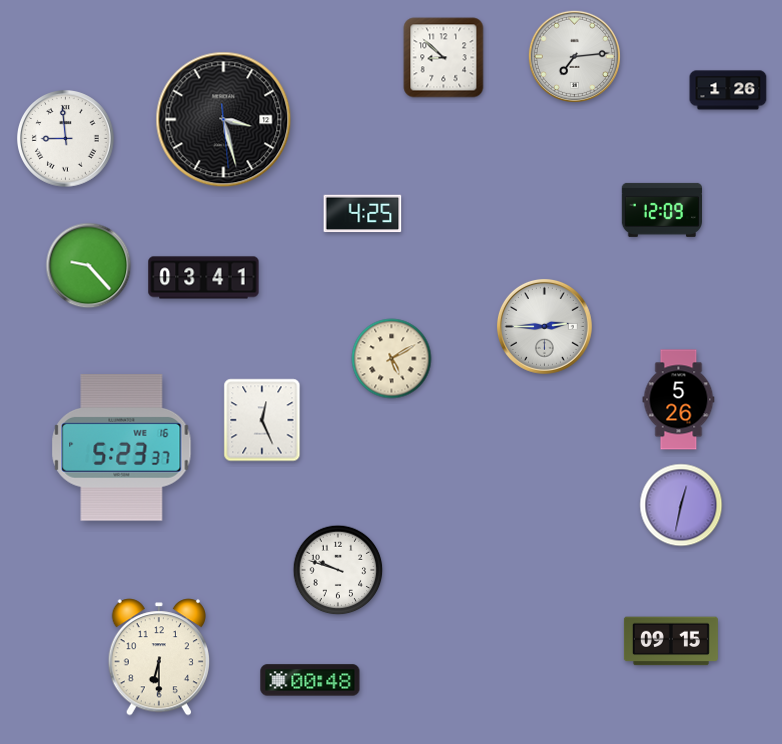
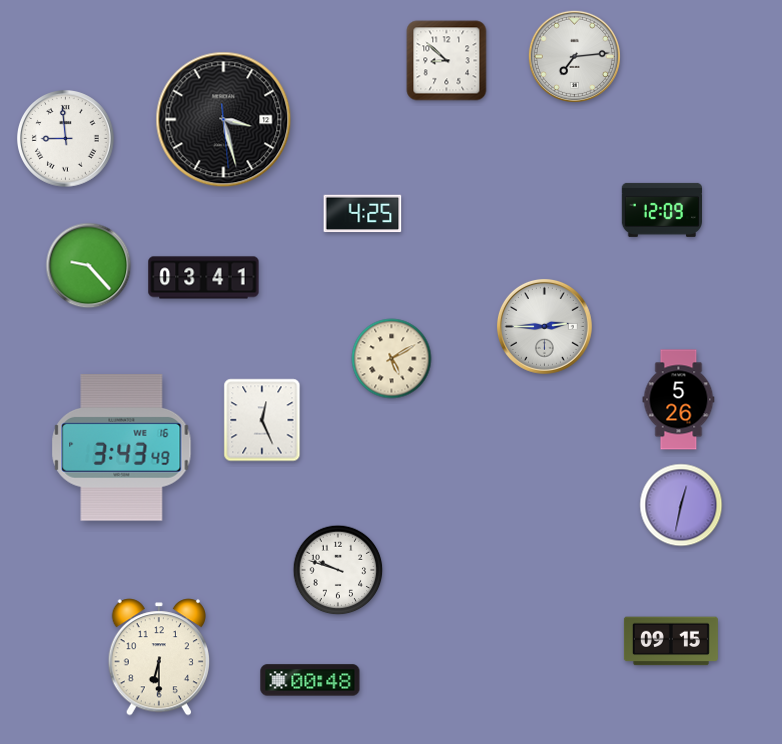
clock at (444, 58) position: (444, 58) -> (447, 61)
clock at (728, 90): 1:26 -> none
clock at (122, 448): 5:23 -> 3:43
